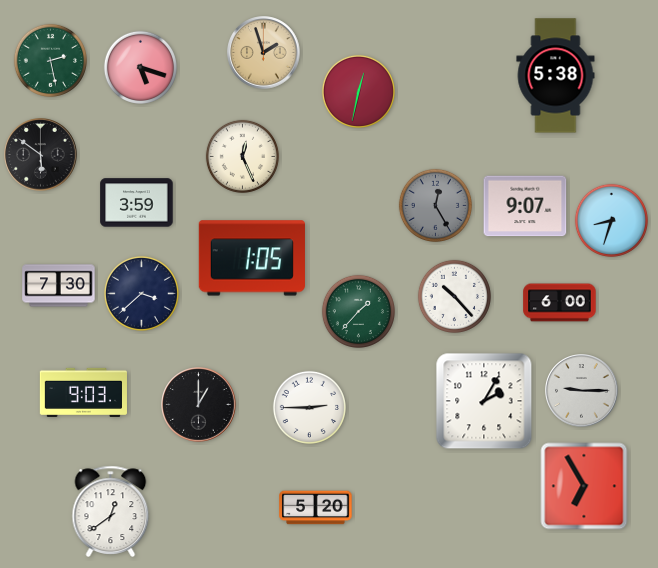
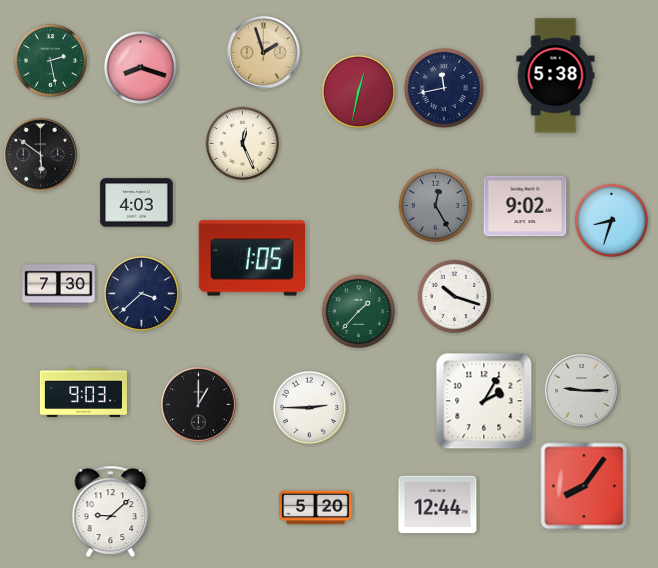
clock at (140, 67): 5:18 -> 8:18
clock at (444, 88): none -> 11:43
clock at (242, 156) position: (242, 156) -> (242, 143)
clock at (137, 203): 3:59 -> 4:03
clock at (525, 206): 9:07 -> 9:02
clock at (454, 296): 10:23 -> 10:18
clock at (560, 303): 6:00 -> none
clock at (584, 486): 6:55 -> 8:06
clock at (438, 505): none -> 12:44
clock at (111, 511): 12:39 -> 9:08
